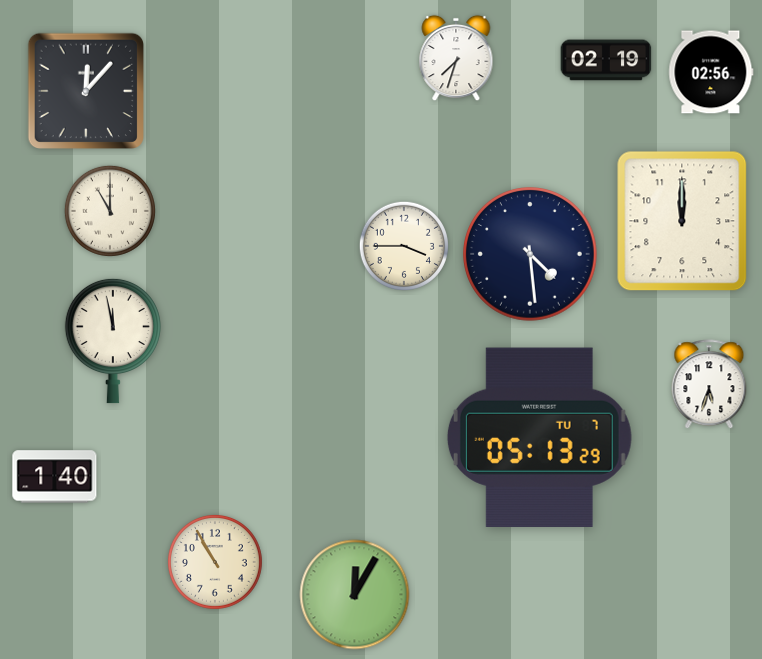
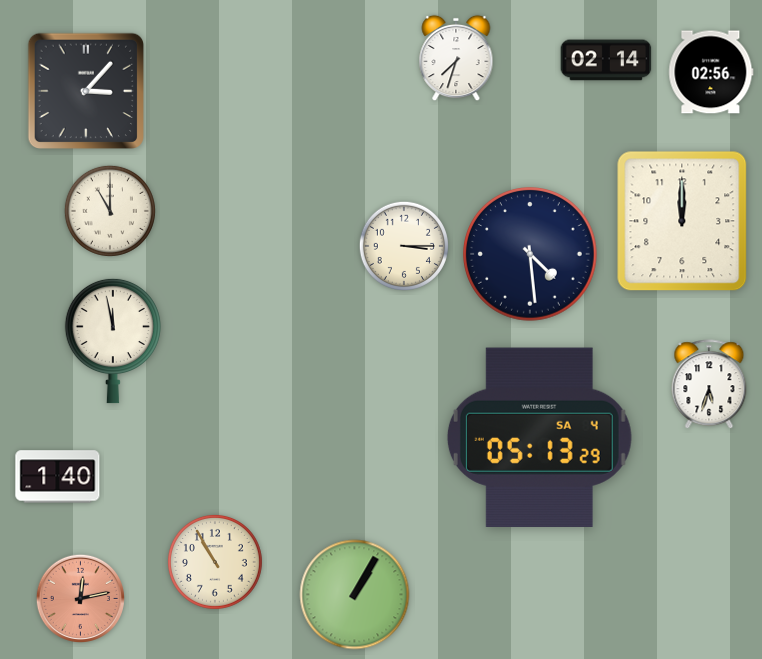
clock at (606, 60): 02:19 -> 02:14
clock at (85, 90): 12:07 -> 3:07
clock at (404, 246): 3:45 -> 3:15
clock at (539, 437) date: TU 7 -> SA 4
clock at (55, 477) position: (55, 477) -> (58, 477)
clock at (355, 595): 12:05 -> 1:05
clock at (80, 598): none -> 12:13
